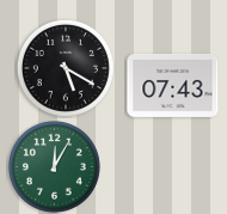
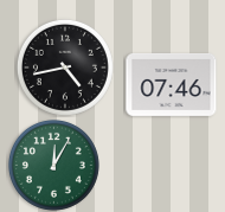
clock at (66, 68): 5:20 -> 4:43
clock at (173, 85): 07:43 -> 07:46
